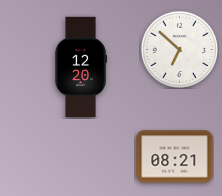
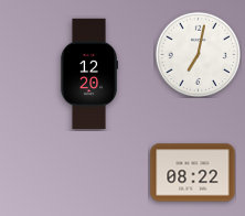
clock at (179, 49): 6:52 -> 7:02
clock at (175, 157): 08:21 -> 08:22
